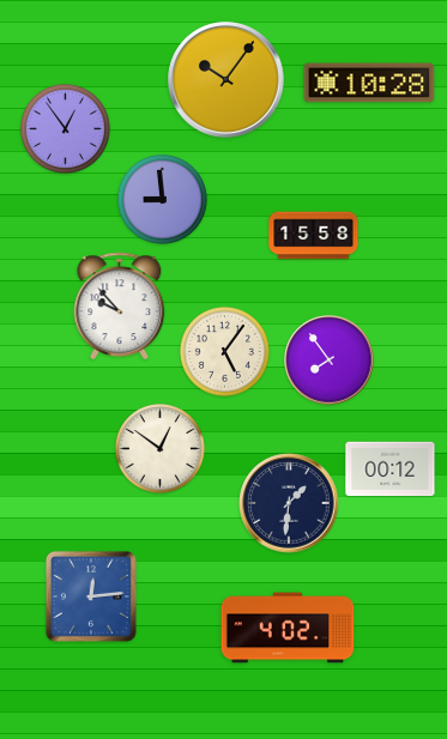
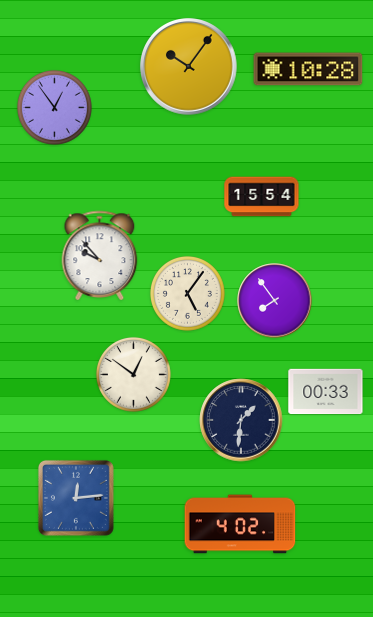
clock at (162, 199): 8:59 -> none
clock at (314, 236): 15:58 -> 15:54
clock at (391, 470): 00:12 -> 00:33
